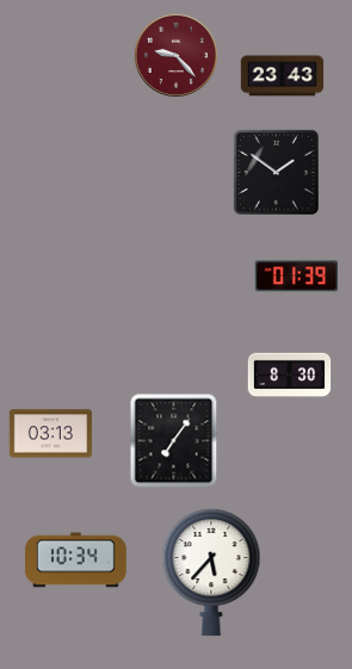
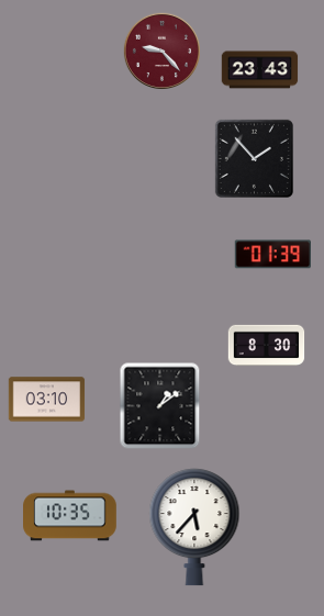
clock at (276, 172): 1:51 -> 1:53
clock at (51, 434): 03:13 -> 03:10
clock at (174, 441): 7:06 -> 1:09
clock at (76, 560): 10:34 -> 10:35
